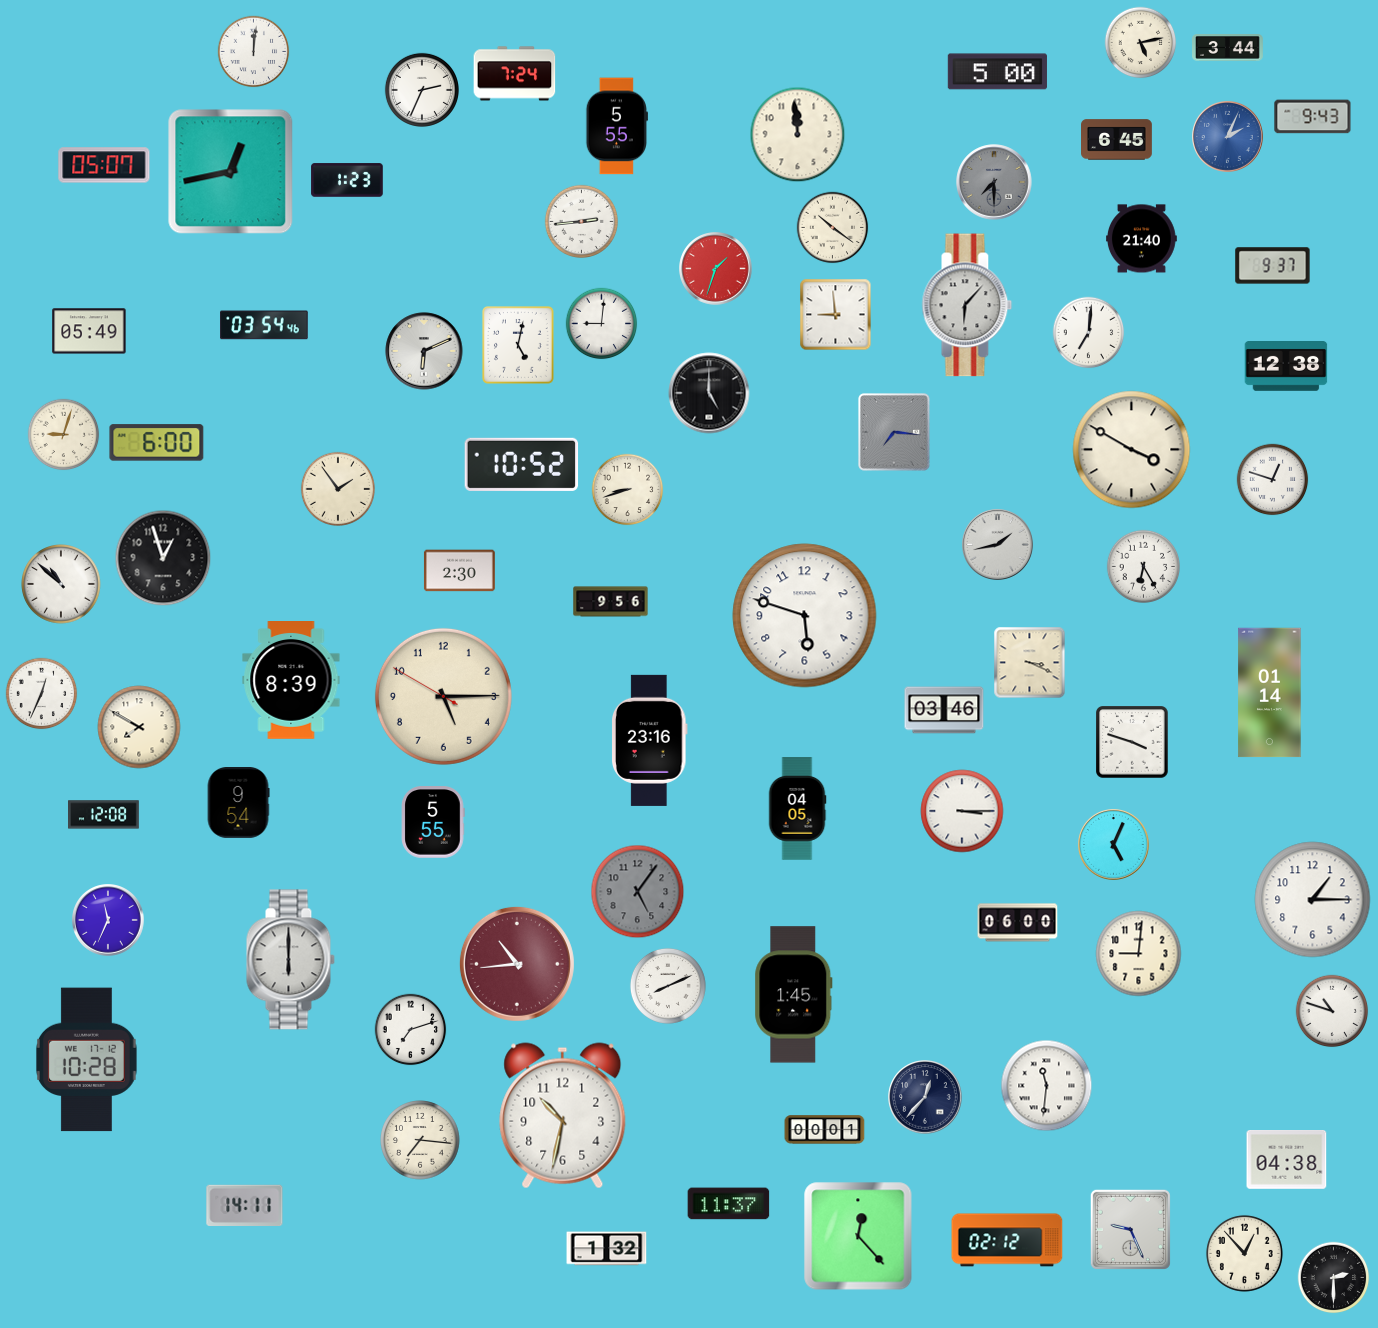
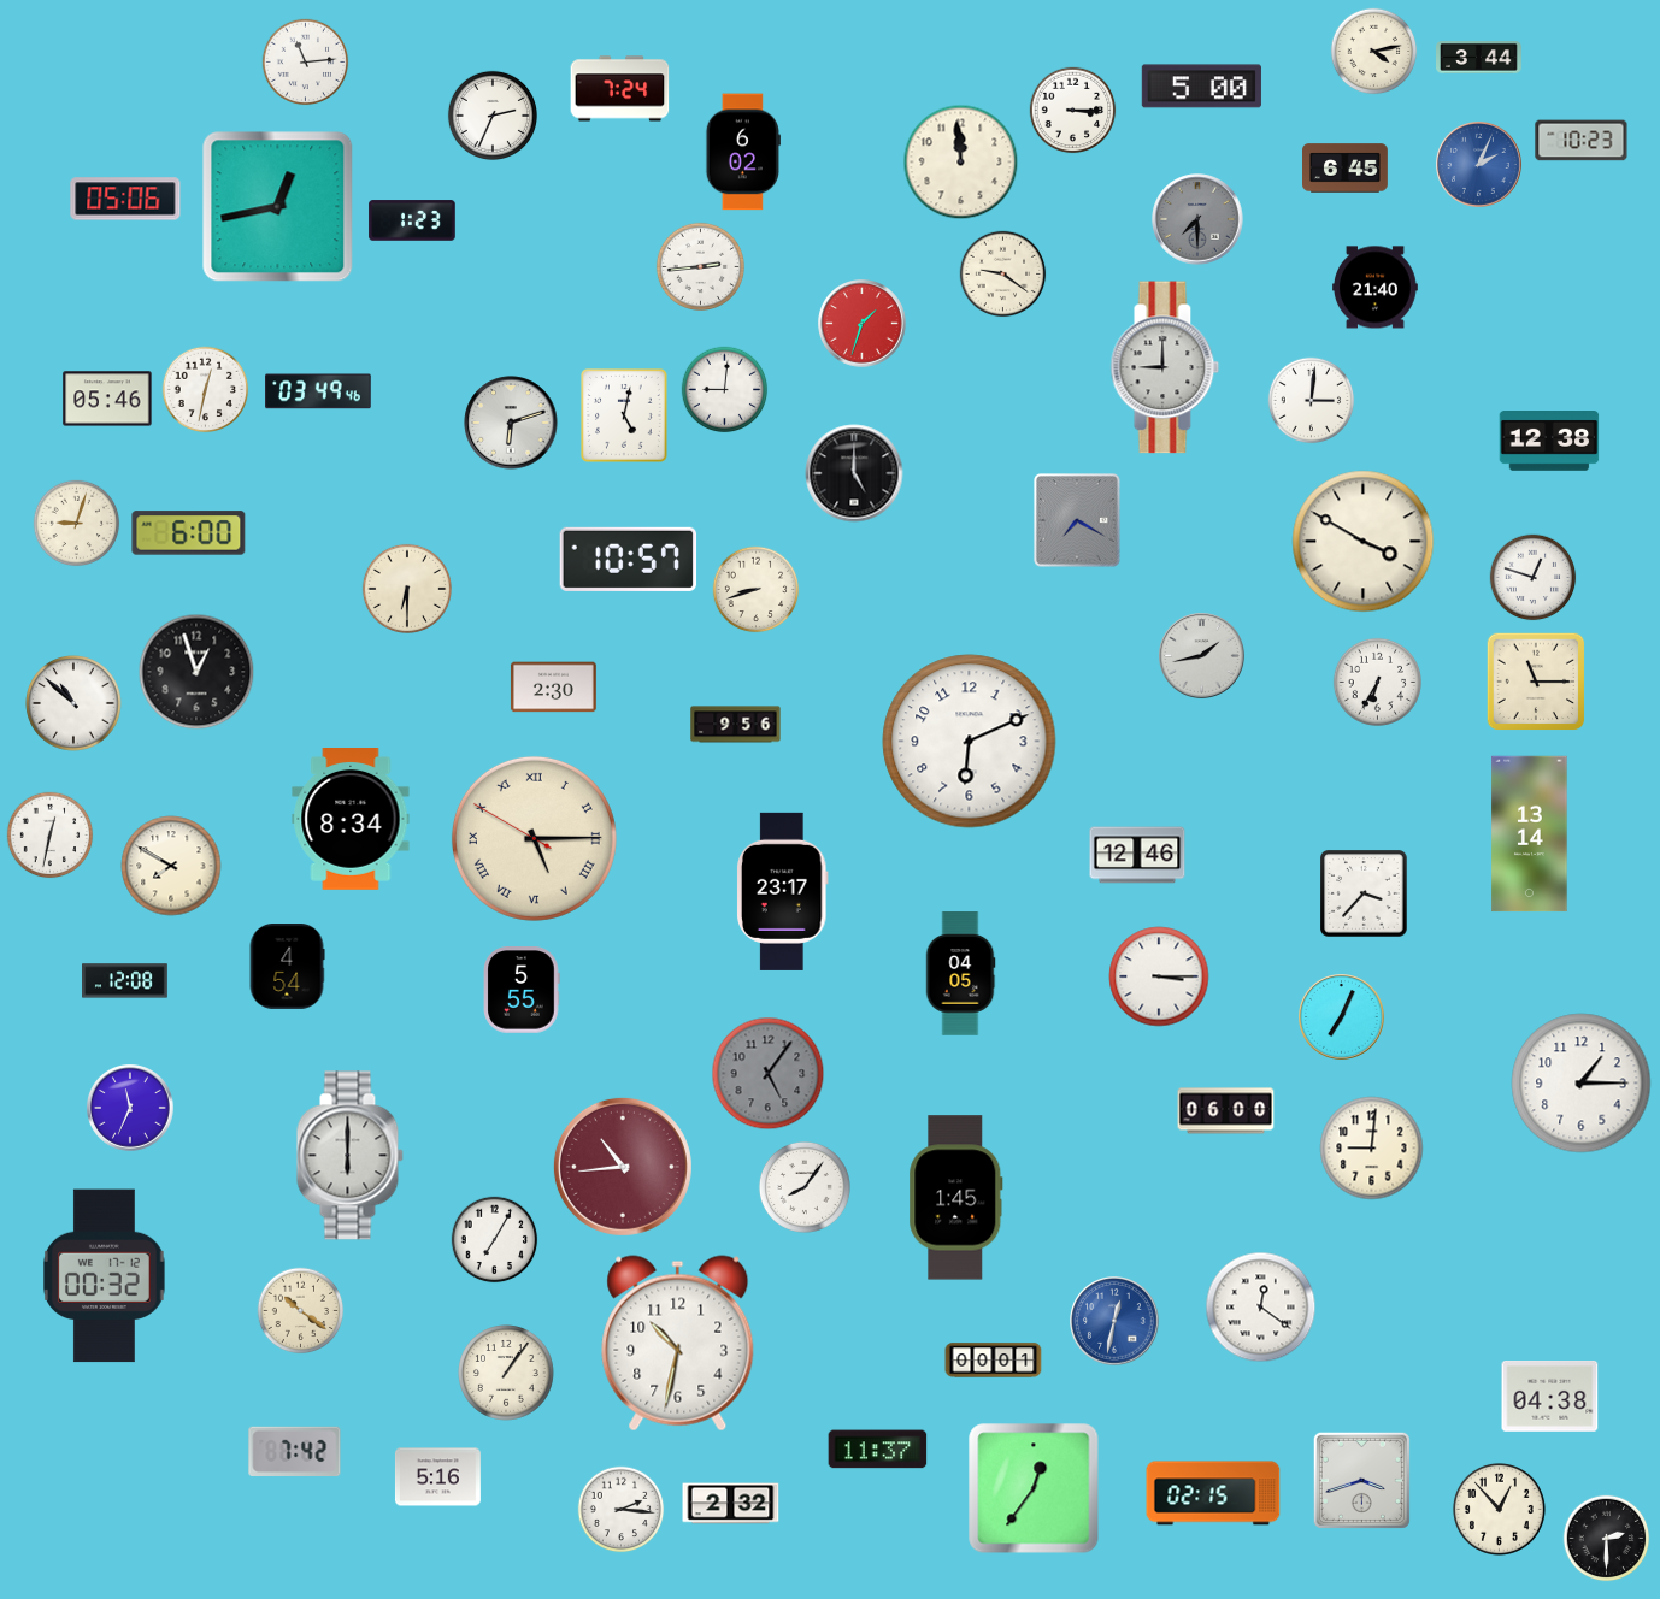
clock at (1141, 43): 5:13 -> 4:13
clock at (254, 52): 12:01 -> 11:14
clock at (422, 90) position: (422, 90) -> (493, 116)
clock at (1073, 111): none -> 3:15
clock at (1313, 117): 9:43 -> 10:23
clock at (617, 126): 5:55 -> 6:02
clock at (104, 165): 05:07 -> 05:06
clock at (347, 180) position: (347, 180) -> (412, 220)
clock at (833, 228): 10:21 -> 9:21
clock at (1273, 266): 9:37 -> none
clock at (967, 305): 6:07 -> 9:00
clock at (836, 315): 8:59 -> none
clock at (206, 390): none -> 12:32
clock at (264, 325): 03:54 -> 03:49
clock at (89, 331): 05:49 -> 05:46
clock at (1089, 333): 7:01 -> 3:01
clock at (424, 351): 6:11 -> 6:12
clock at (894, 432): 7:16 -> 7:20
clock at (522, 464): 10:52 -> 10:57
clock at (338, 489): 1:54 -> 6:30
clock at (1143, 566): 6:25 -> 6:35
clock at (1536, 682): none -> 11:15
clock at (805, 616): 5:48 -> 6:11
clock at (1030, 663): 3:19 -> none
clock at (291, 681): 8:39 -> 8:34
clock at (1270, 693): 01:14 -> 13:14
clock at (42, 694): 12:34 -> 12:32
clock at (443, 696) numerals: Arabic -> Roman
clock at (944, 710): 03:46 -> 12:46
clock at (139, 727) position: (139, 727) -> (171, 866)
clock at (650, 740): 23:16 -> 23:17
clock at (1132, 742): 3:48 -> 3:37
clock at (238, 803): 9:54 -> 4:54
clock at (1114, 845): 5:04 -> 7:04
clock at (517, 964) position: (517, 964) -> (623, 1167)
clock at (668, 986): 8:11 -> 8:06
clock at (1332, 1011): 10:48 -> none
clock at (411, 1030): 7:12 -> 7:05
clock at (87, 1060): 10:28 -> 00:32
clock at (1047, 1086): 11:31 -> 12:21
clock at (301, 1311): none -> 10:21
clock at (925, 1097): 12:37 -> 12:32
clock at (925, 1097) dial: navy -> blue
clock at (420, 1140): 7:16 -> 1:06
clock at (245, 1205): 14:11 -> 7:42
clock at (437, 1477): none -> 5:16
clock at (1130, 1229): 9:26 -> 3:42
clock at (858, 1236): 12:23 -> 12:36
clock at (1007, 1240): 02:12 -> 02:15
clock at (607, 1249): 1:32 -> 2:32
clock at (622, 1510): none -> 2:16
